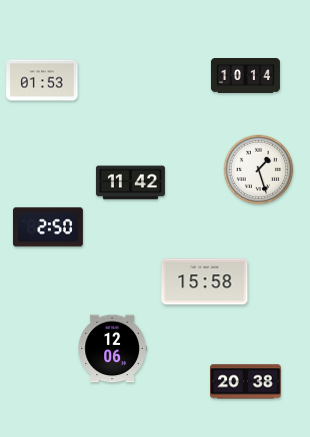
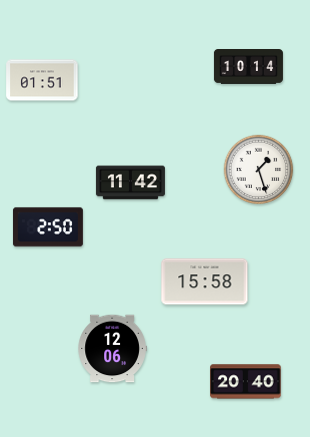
clock at (245, 76) position: (245, 76) -> (248, 67)
clock at (42, 80): 01:53 -> 01:51
clock at (246, 382): 20:38 -> 20:40
